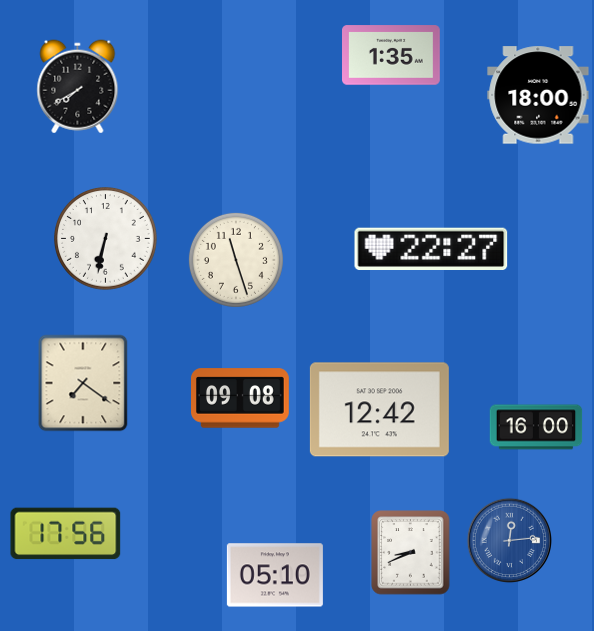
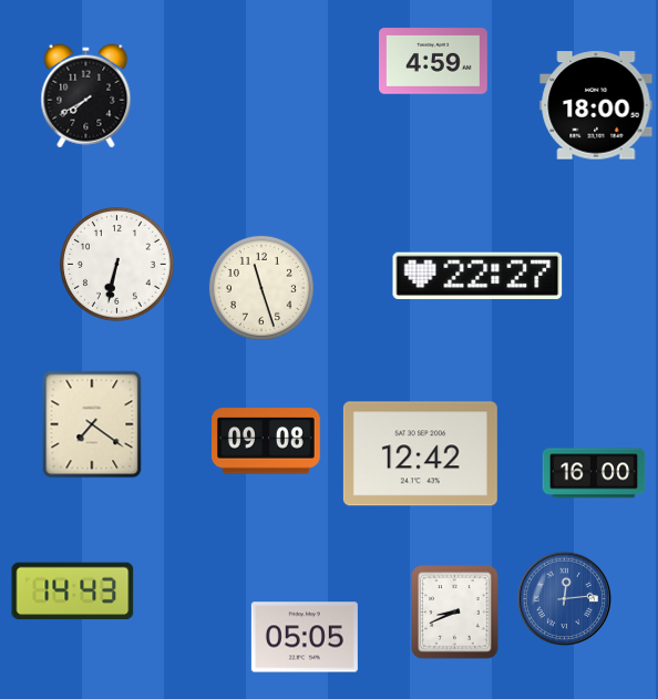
clock at (392, 55): 1:35 -> 4:59
clock at (66, 534): 17:56 -> 14:43
clock at (275, 575): 05:10 -> 05:05
